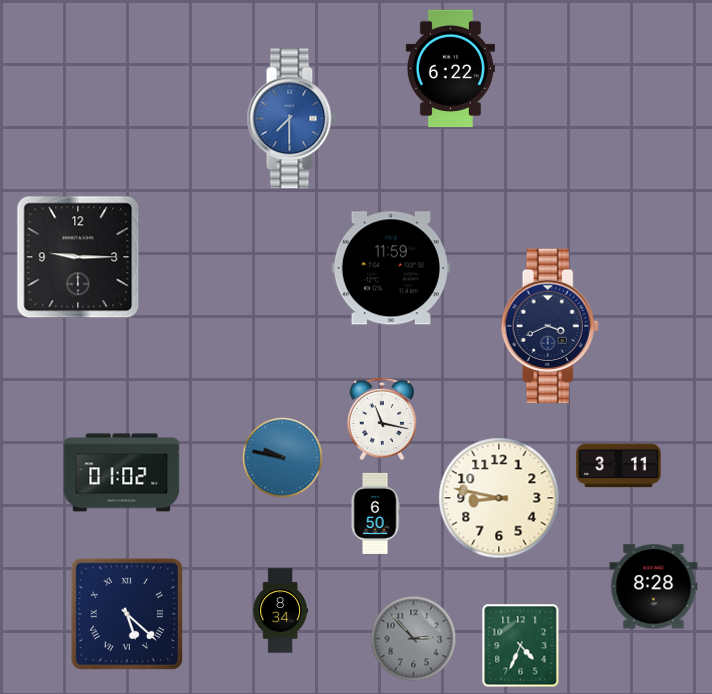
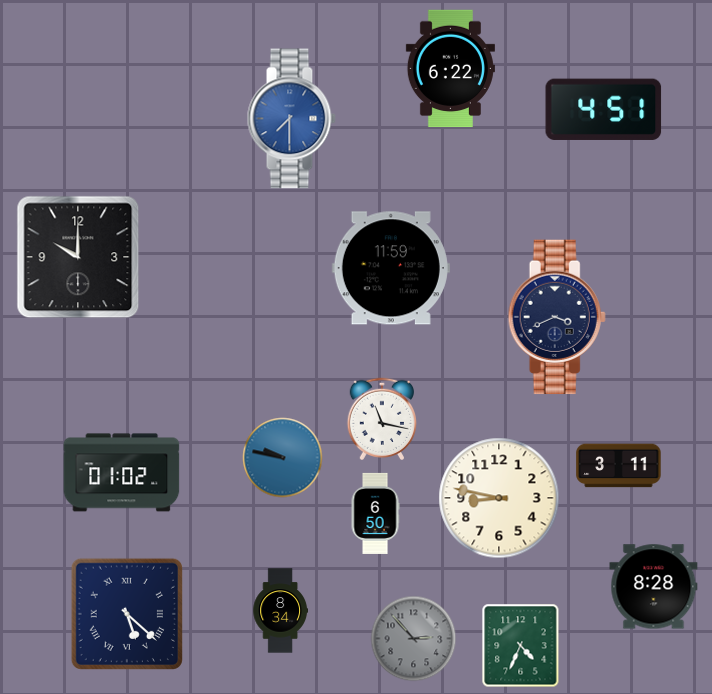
clock at (604, 109): none -> 4:51
clock at (78, 257): 9:15 -> 10:00
clock at (550, 326) position: (550, 326) -> (557, 317)
